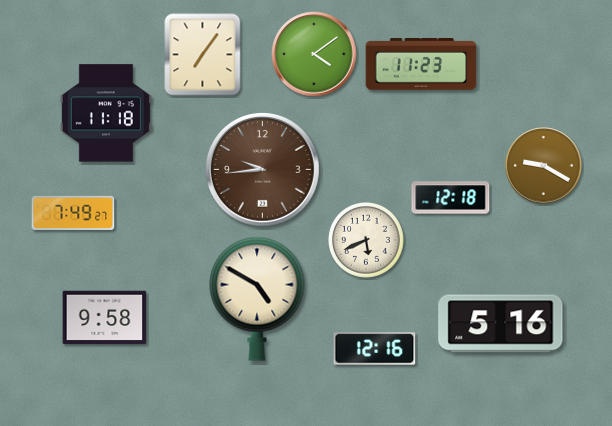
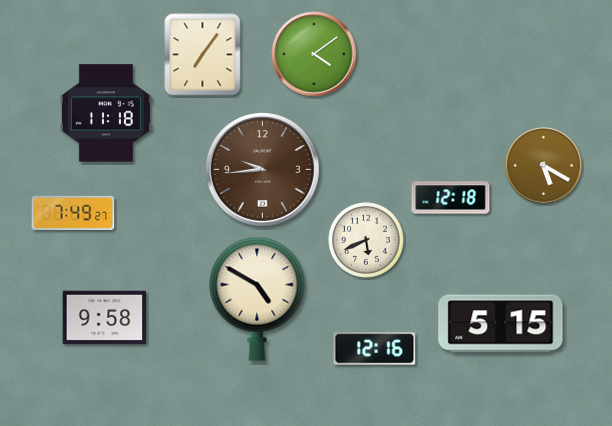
clock at (421, 65): 11:23 -> none
clock at (544, 166): 9:20 -> 5:20
clock at (501, 324): 5:16 -> 5:15
